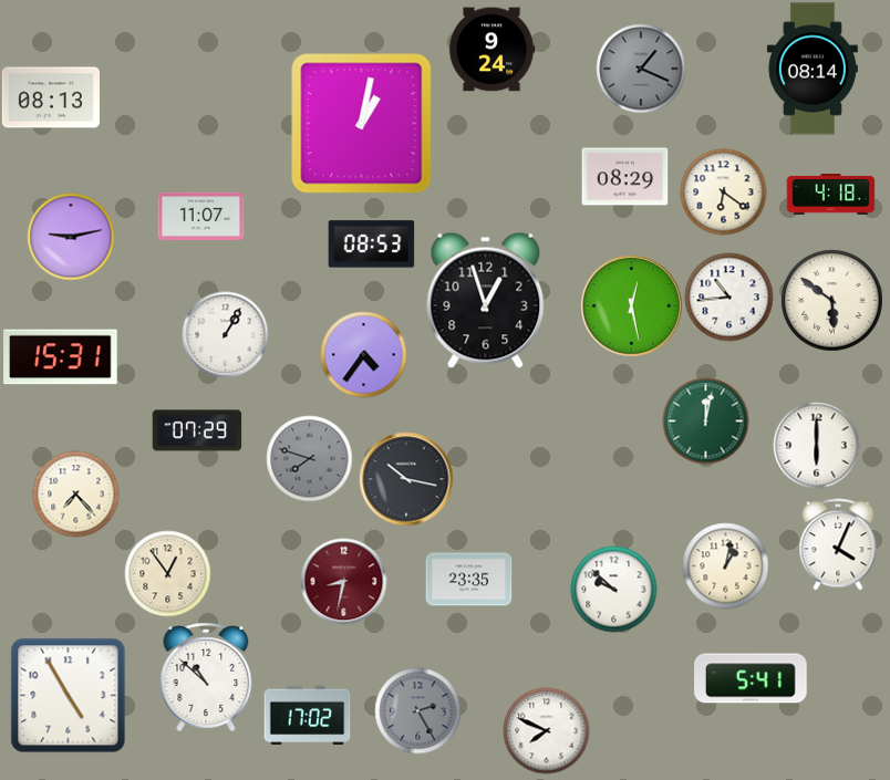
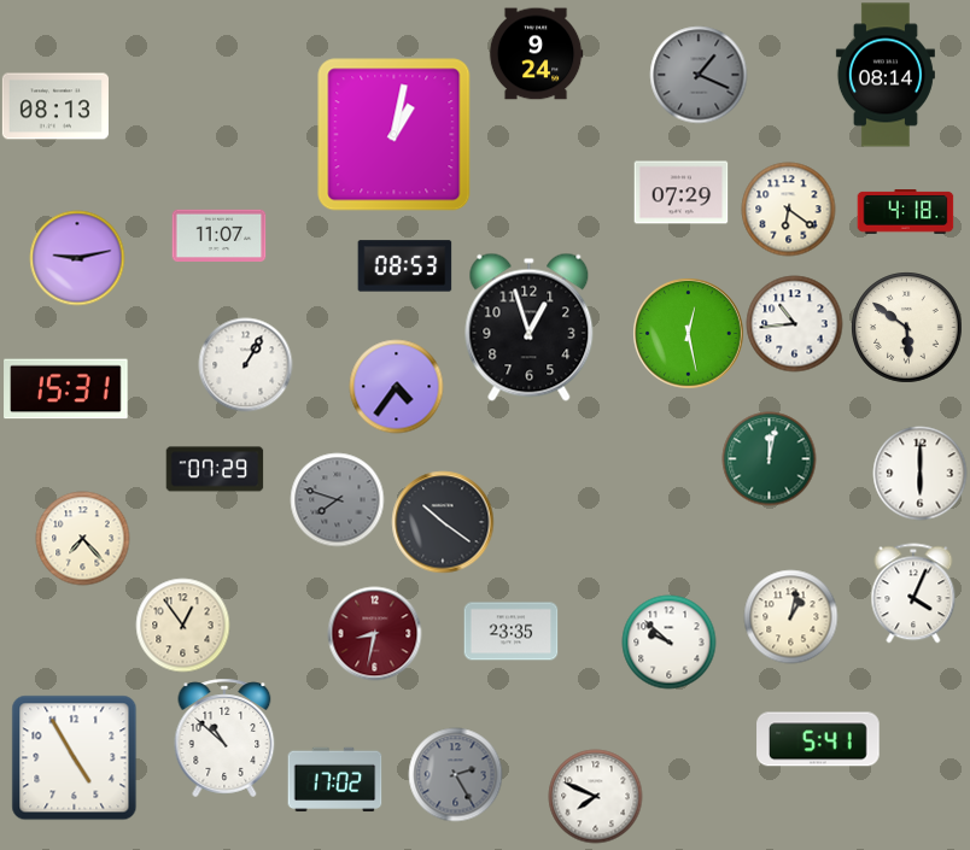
clock at (624, 177): 08:29 -> 07:29
clock at (816, 445) position: (816, 445) -> (919, 473)
clock at (406, 479): 10:17 -> 10:21
